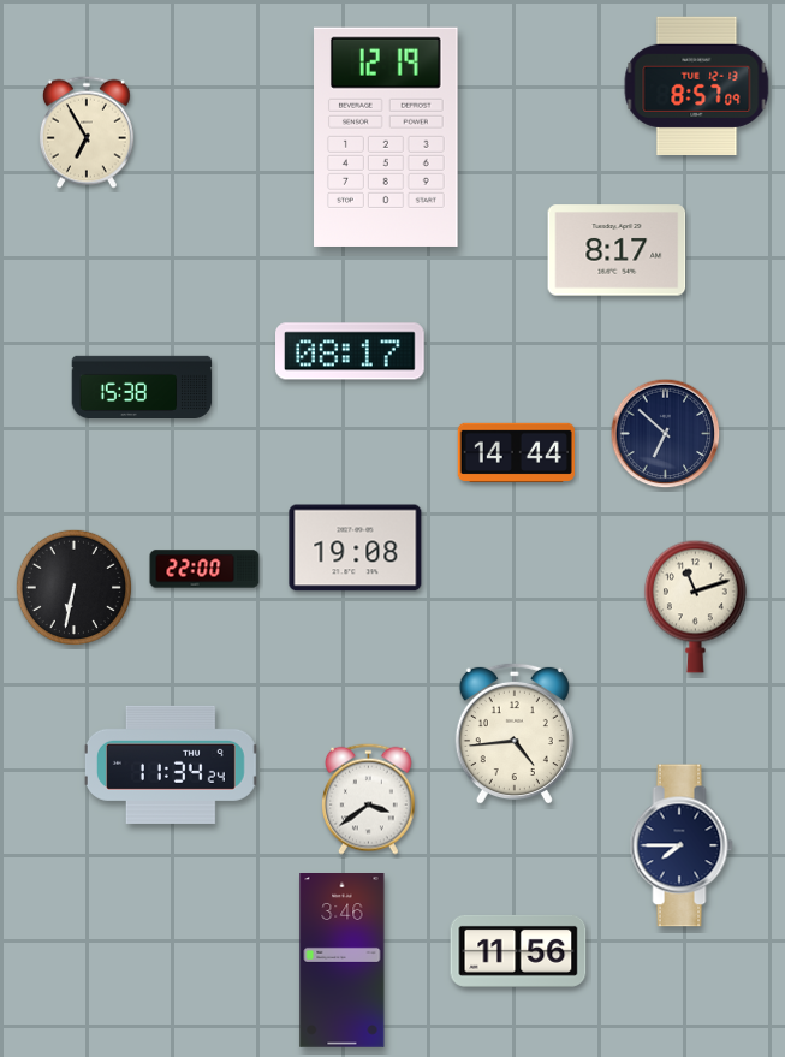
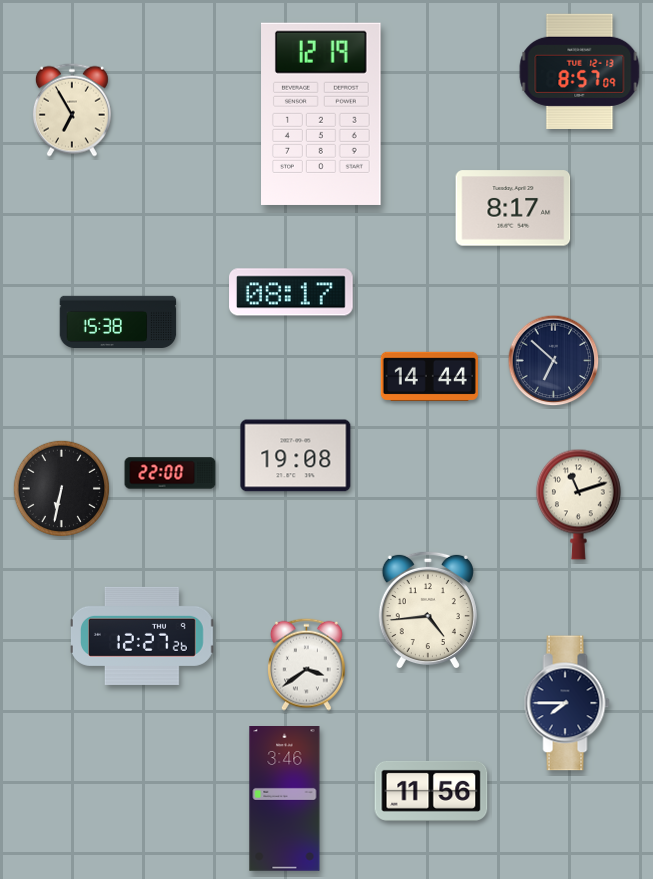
clock at (172, 765): 11:34 -> 12:27
